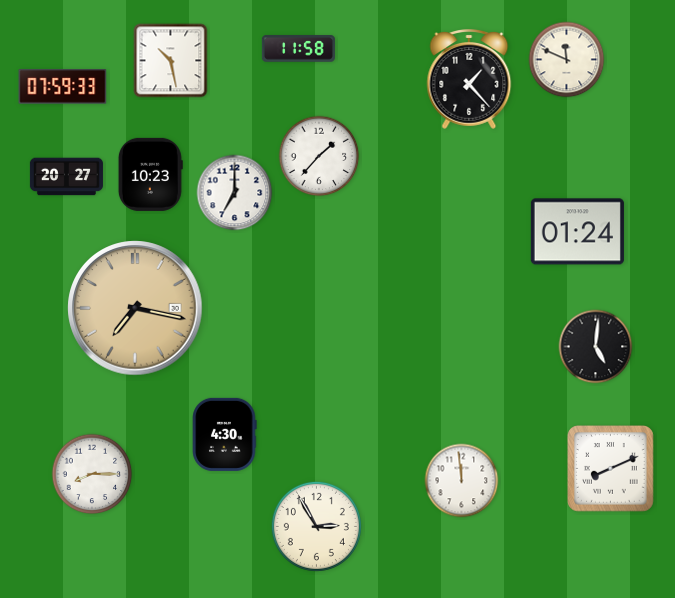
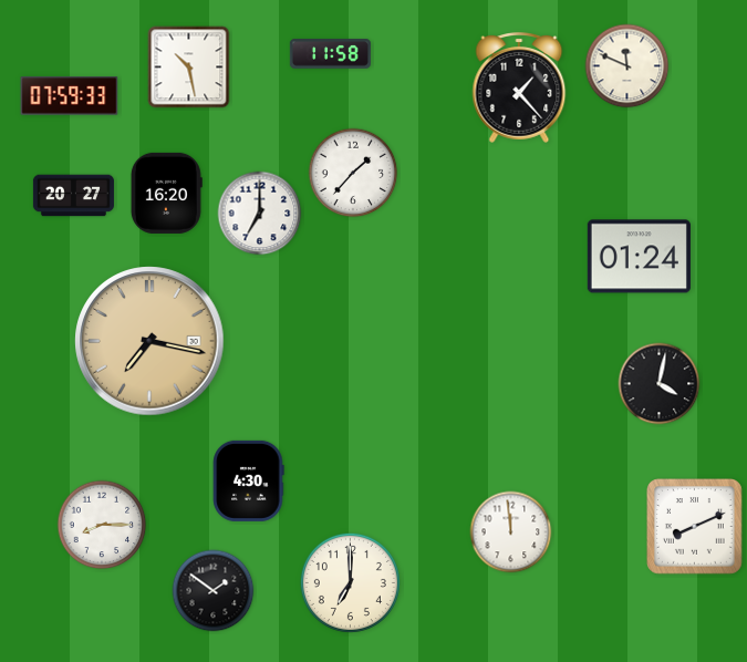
clock at (150, 174): 10:23 -> 16:20
clock at (596, 347): 5:01 -> 4:02
clock at (611, 469) position: (611, 469) -> (695, 527)
clock at (316, 526): 2:55 -> 7:00
clock at (214, 591): none -> 1:51
